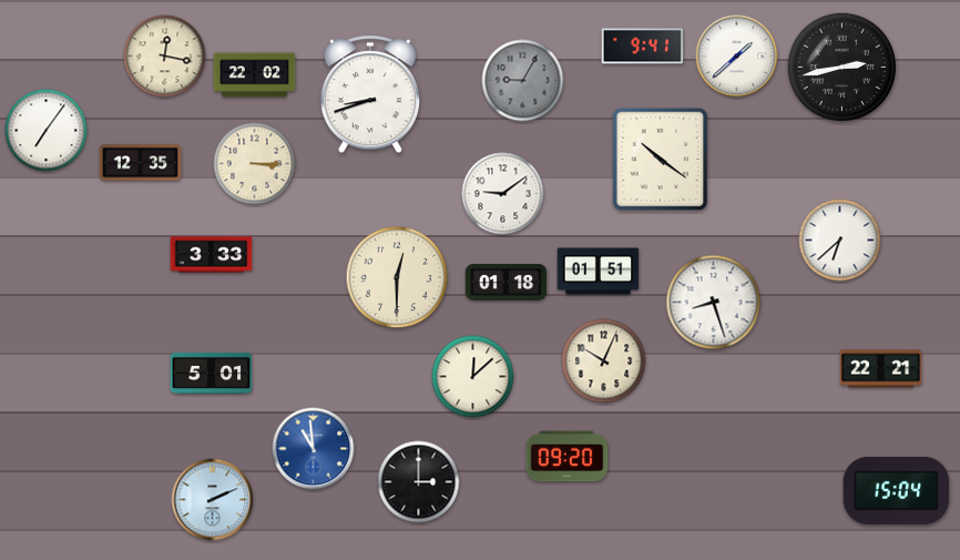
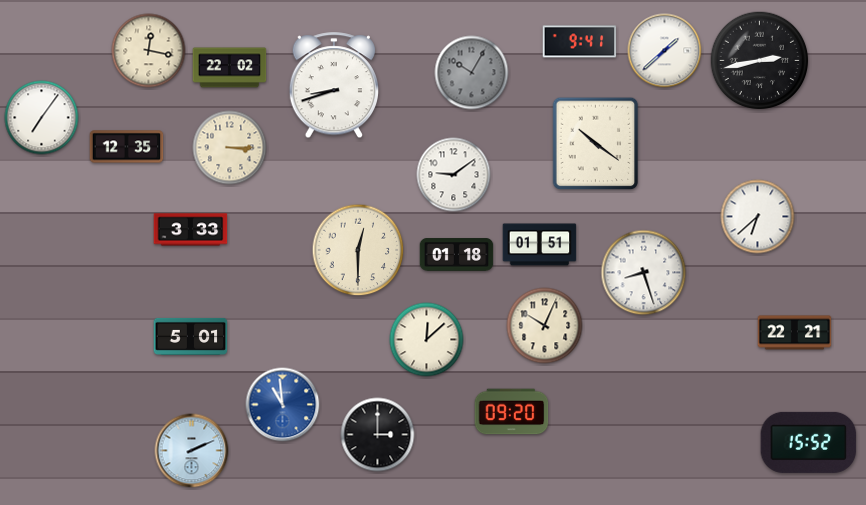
clock at (523, 81): 9:05 -> 10:05
clock at (897, 490): 15:04 -> 15:52
